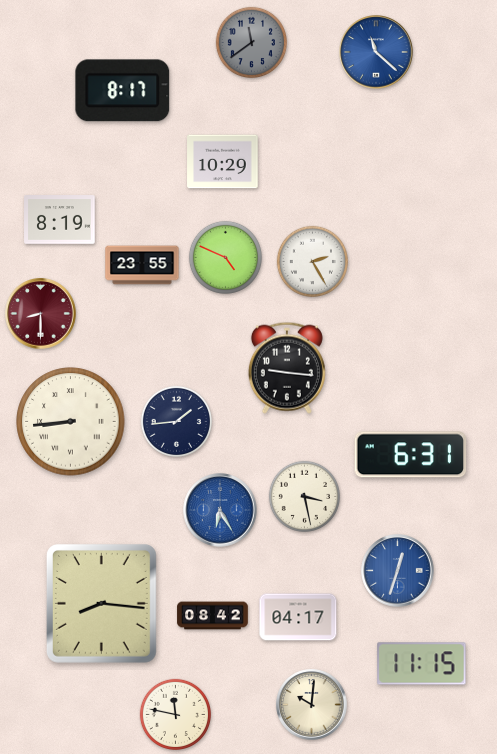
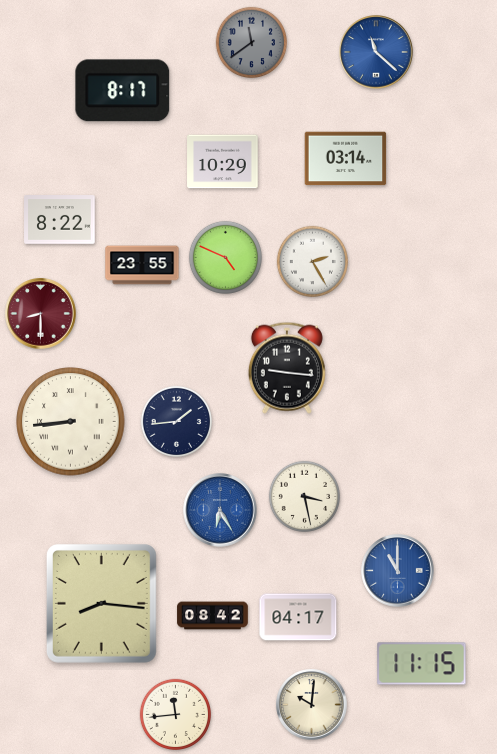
clock at (346, 159): none -> 03:14
clock at (60, 220): 8:19 -> 8:22
clock at (411, 455): 6:31 -> none
clock at (398, 571): 12:33 -> 11:00
clock at (175, 714): 11:47 -> 11:44
